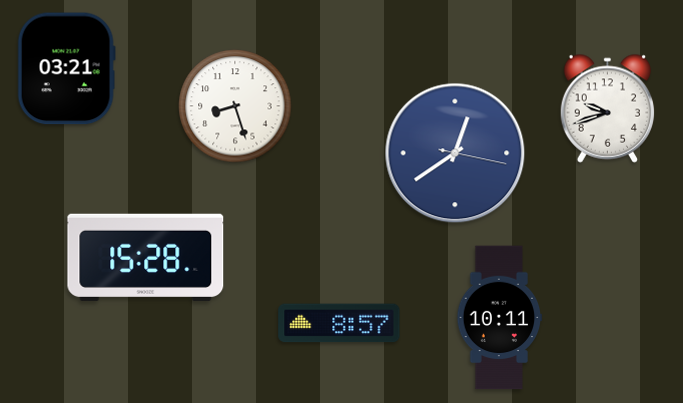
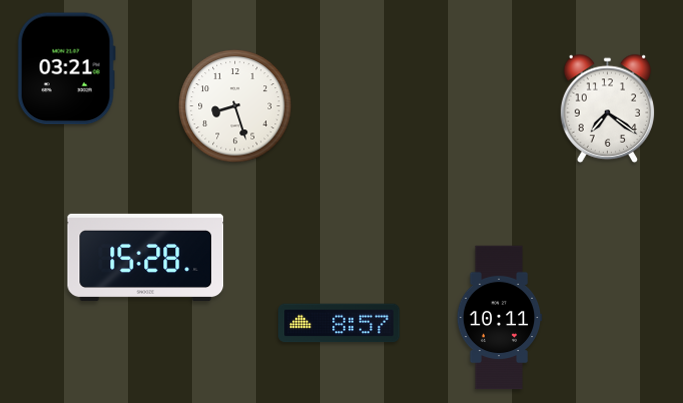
clock at (608, 108): 9:42 -> 7:21
clock at (455, 153): 12:39 -> none
